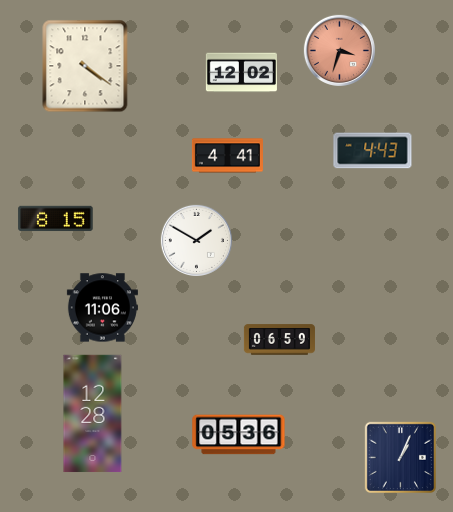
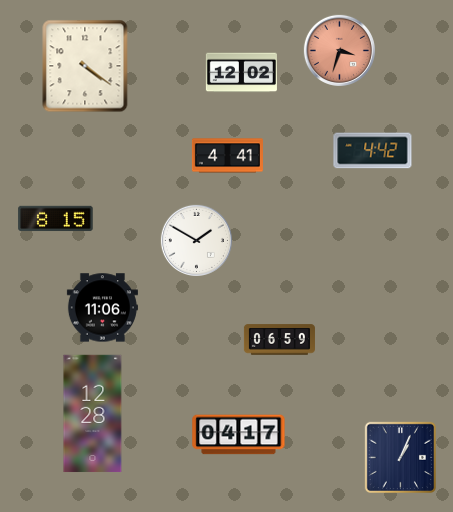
clock at (373, 151): 4:43 -> 4:42
clock at (239, 435): 05:36 -> 04:17
